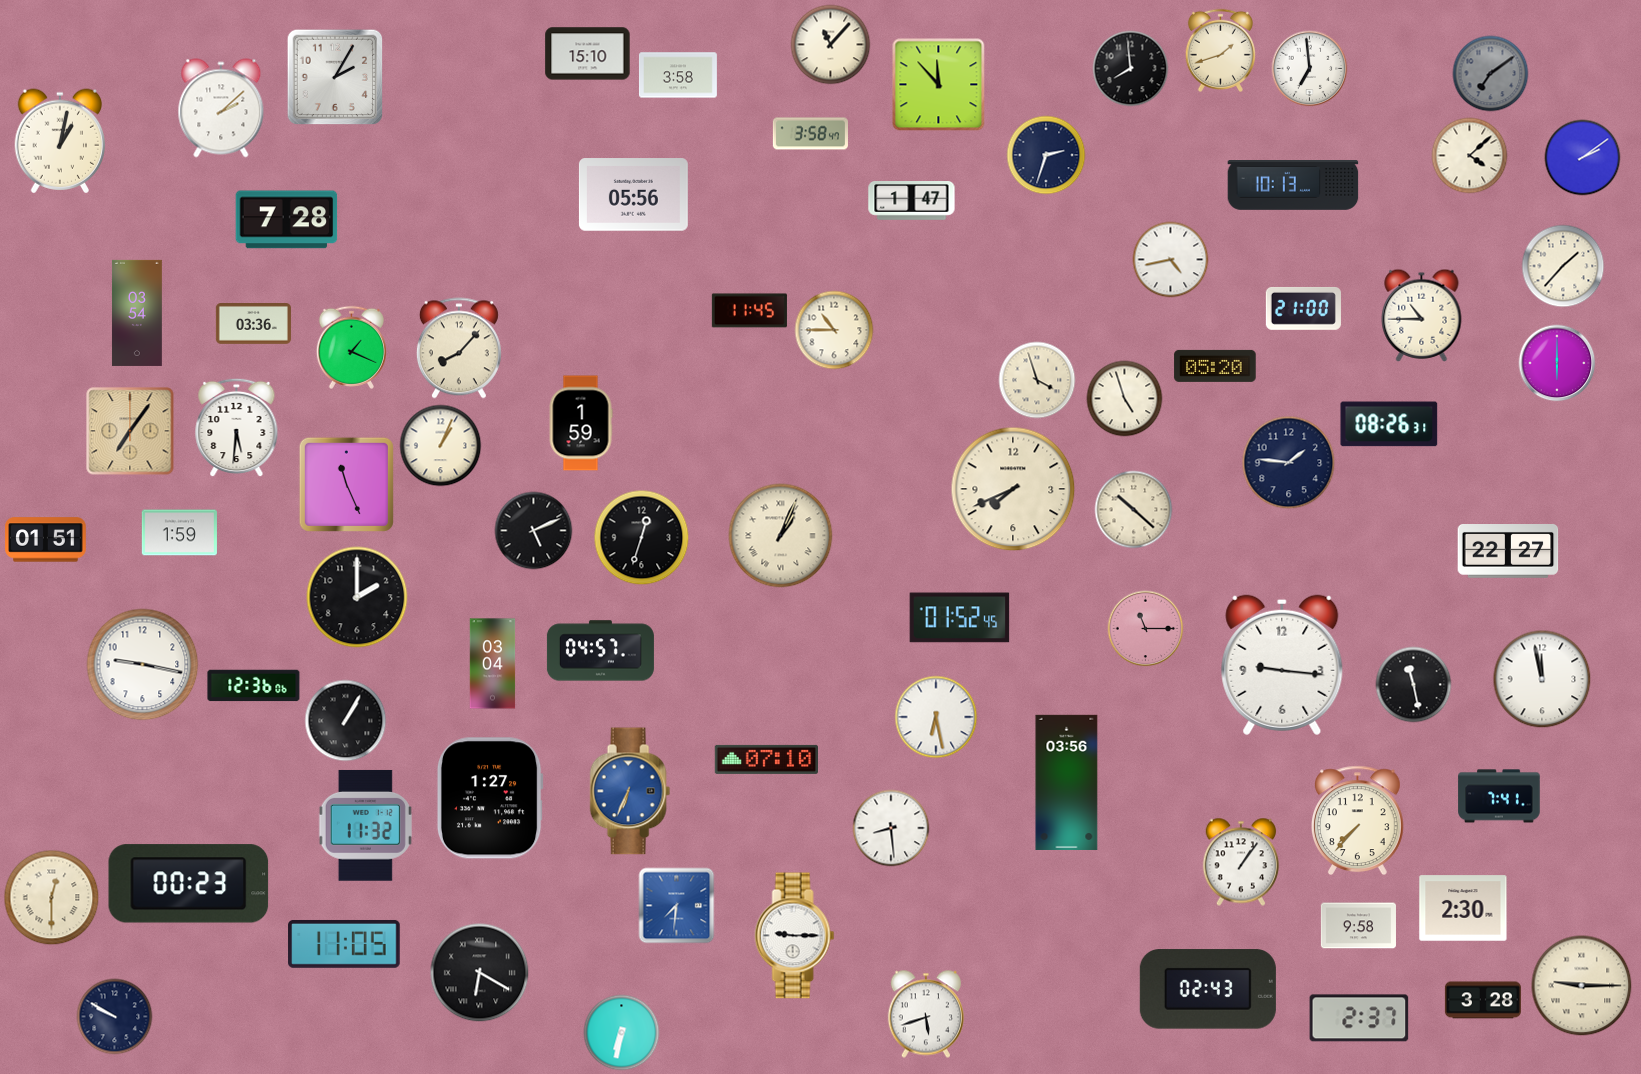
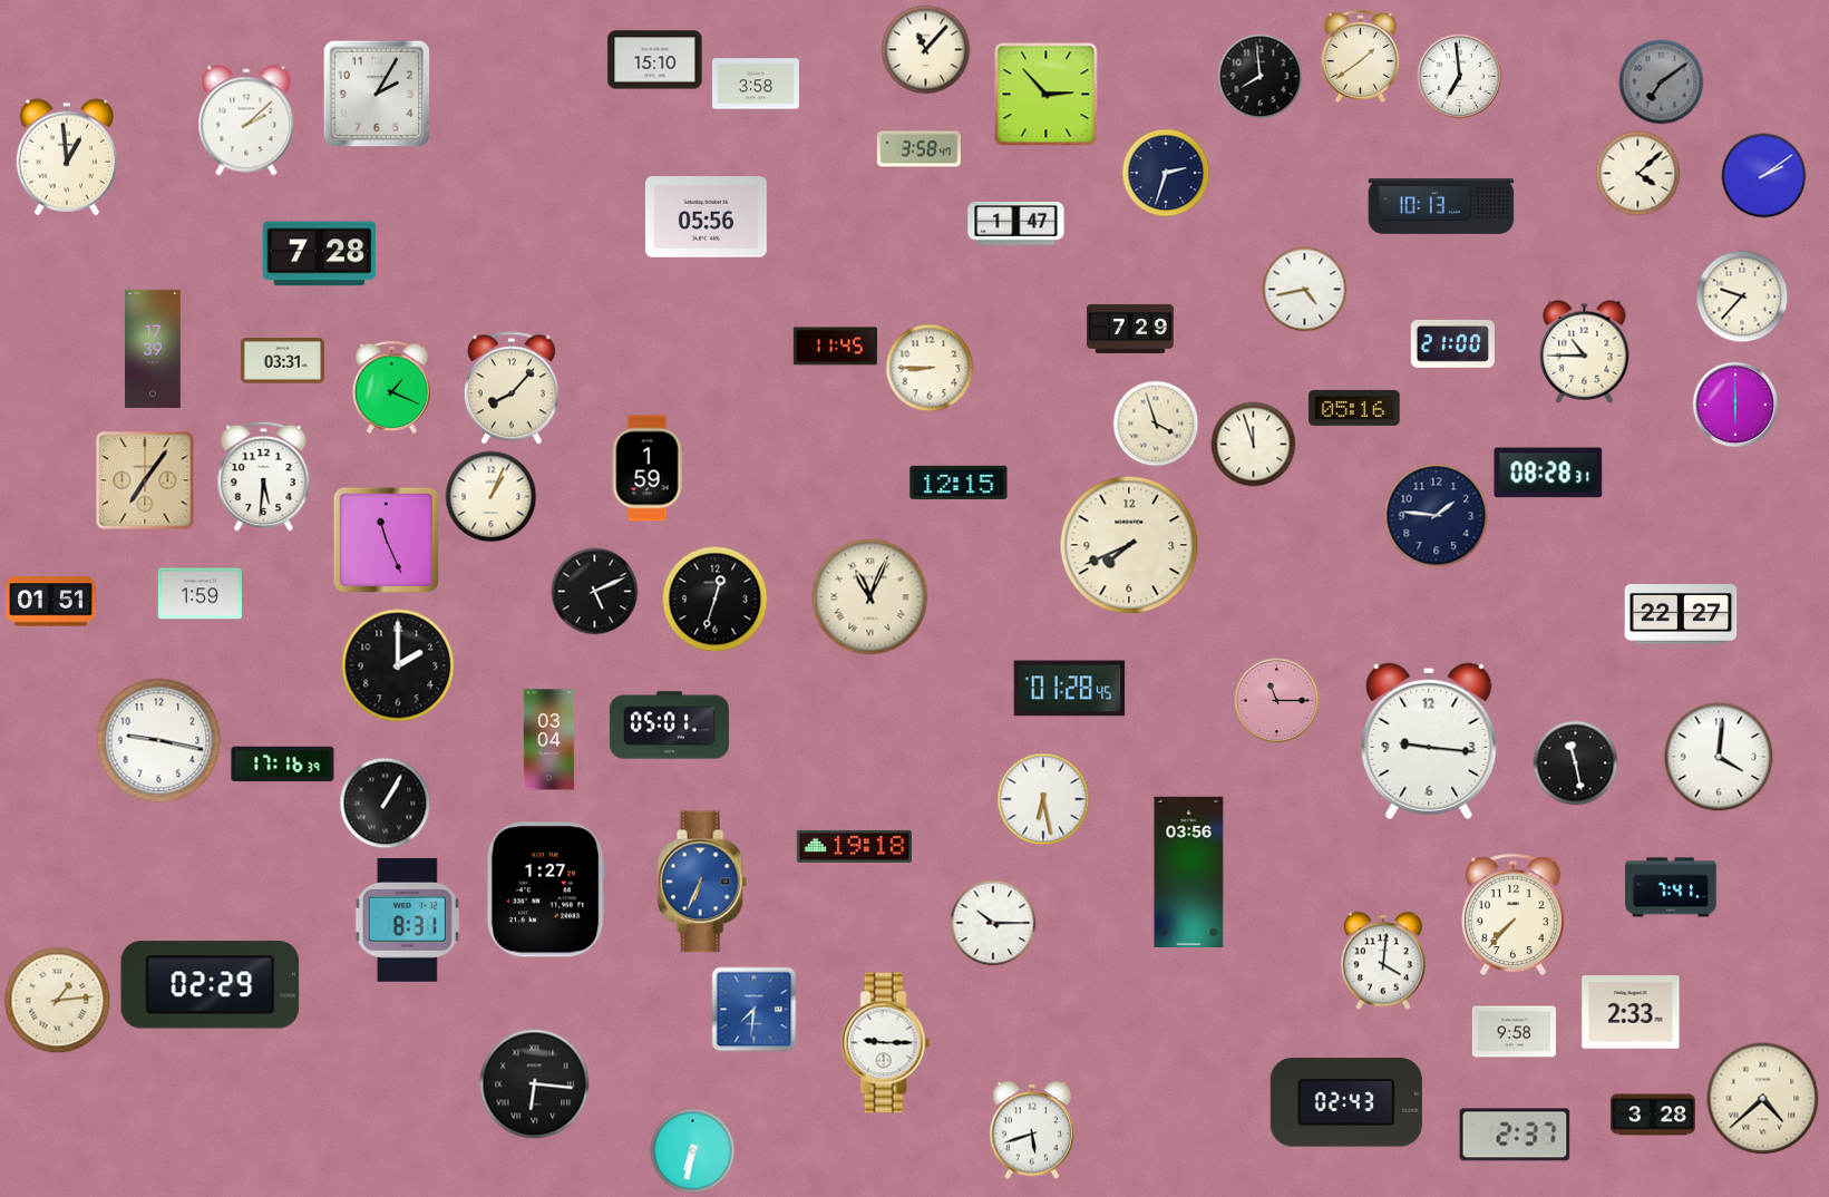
clock at (1220, 50): 1:42 -> 1:39
clock at (335, 77) position: (335, 77) -> (377, 94)
clock at (939, 85): 11:53 -> 2:53
clock at (810, 134) position: (810, 134) -> (918, 149)
clock at (59, 141): 1:02 -> 12:59
clock at (287, 220) position: (287, 220) -> (320, 254)
clock at (1563, 266): 1:37 -> 9:37
clock at (1130, 329): none -> 7:29
clock at (137, 313): 03:54 -> 17:39
clock at (253, 324): 03:36 -> 03:31
clock at (834, 330): 10:45 -> 8:45
clock at (1215, 366): 05:20 -> 05:16
clock at (1125, 399): 4:57 -> 11:57
clock at (581, 423) position: (581, 423) -> (648, 468)
clock at (1389, 424): 08:26 -> 08:28
clock at (959, 483): none -> 12:15
clock at (1134, 510): 10:22 -> none
clock at (781, 536): 1:04 -> 11:04
clock at (960, 618): 01:52 -> 01:28
clock at (600, 651): 04:57 -> 05:01
clock at (1542, 679): 11:58 -> 4:01
clock at (254, 686): 12:36 -> 17:16
clock at (767, 759): 07:10 -> 19:18
clock at (365, 825): 11:32 -> 8:31
clock at (891, 828): 8:29 -> 10:15
clock at (1240, 862): 1:06 -> 4:01
clock at (189, 884): 00:23 -> 02:29
clock at (52, 898): 12:30 -> 1:14
clock at (1463, 908): 2:30 -> 2:33
clock at (344, 944): 11:05 -> none
clock at (480, 973): 6:20 -> 6:16
clock at (1582, 986): 9:15 -> 4:38
clock at (115, 1017): 9:50 -> none
